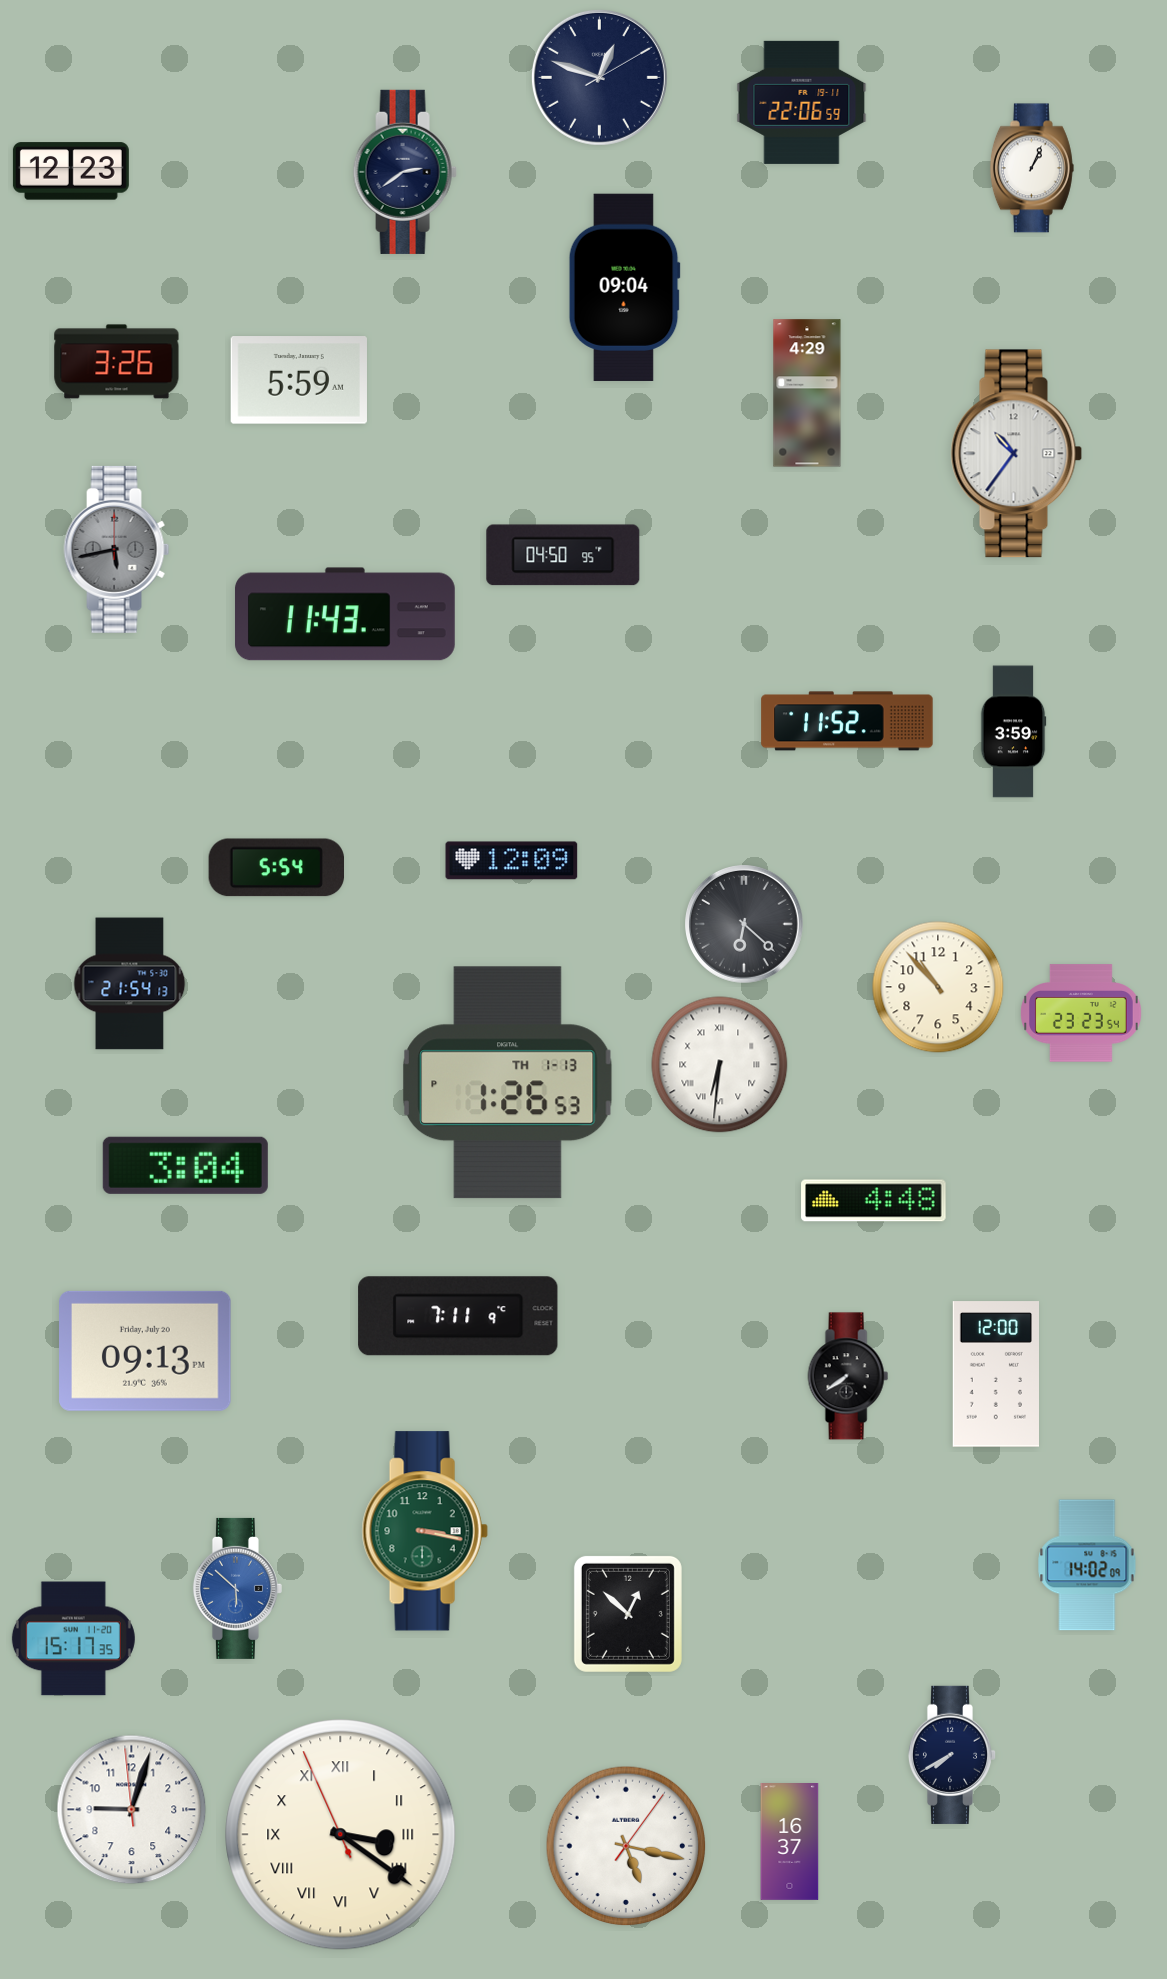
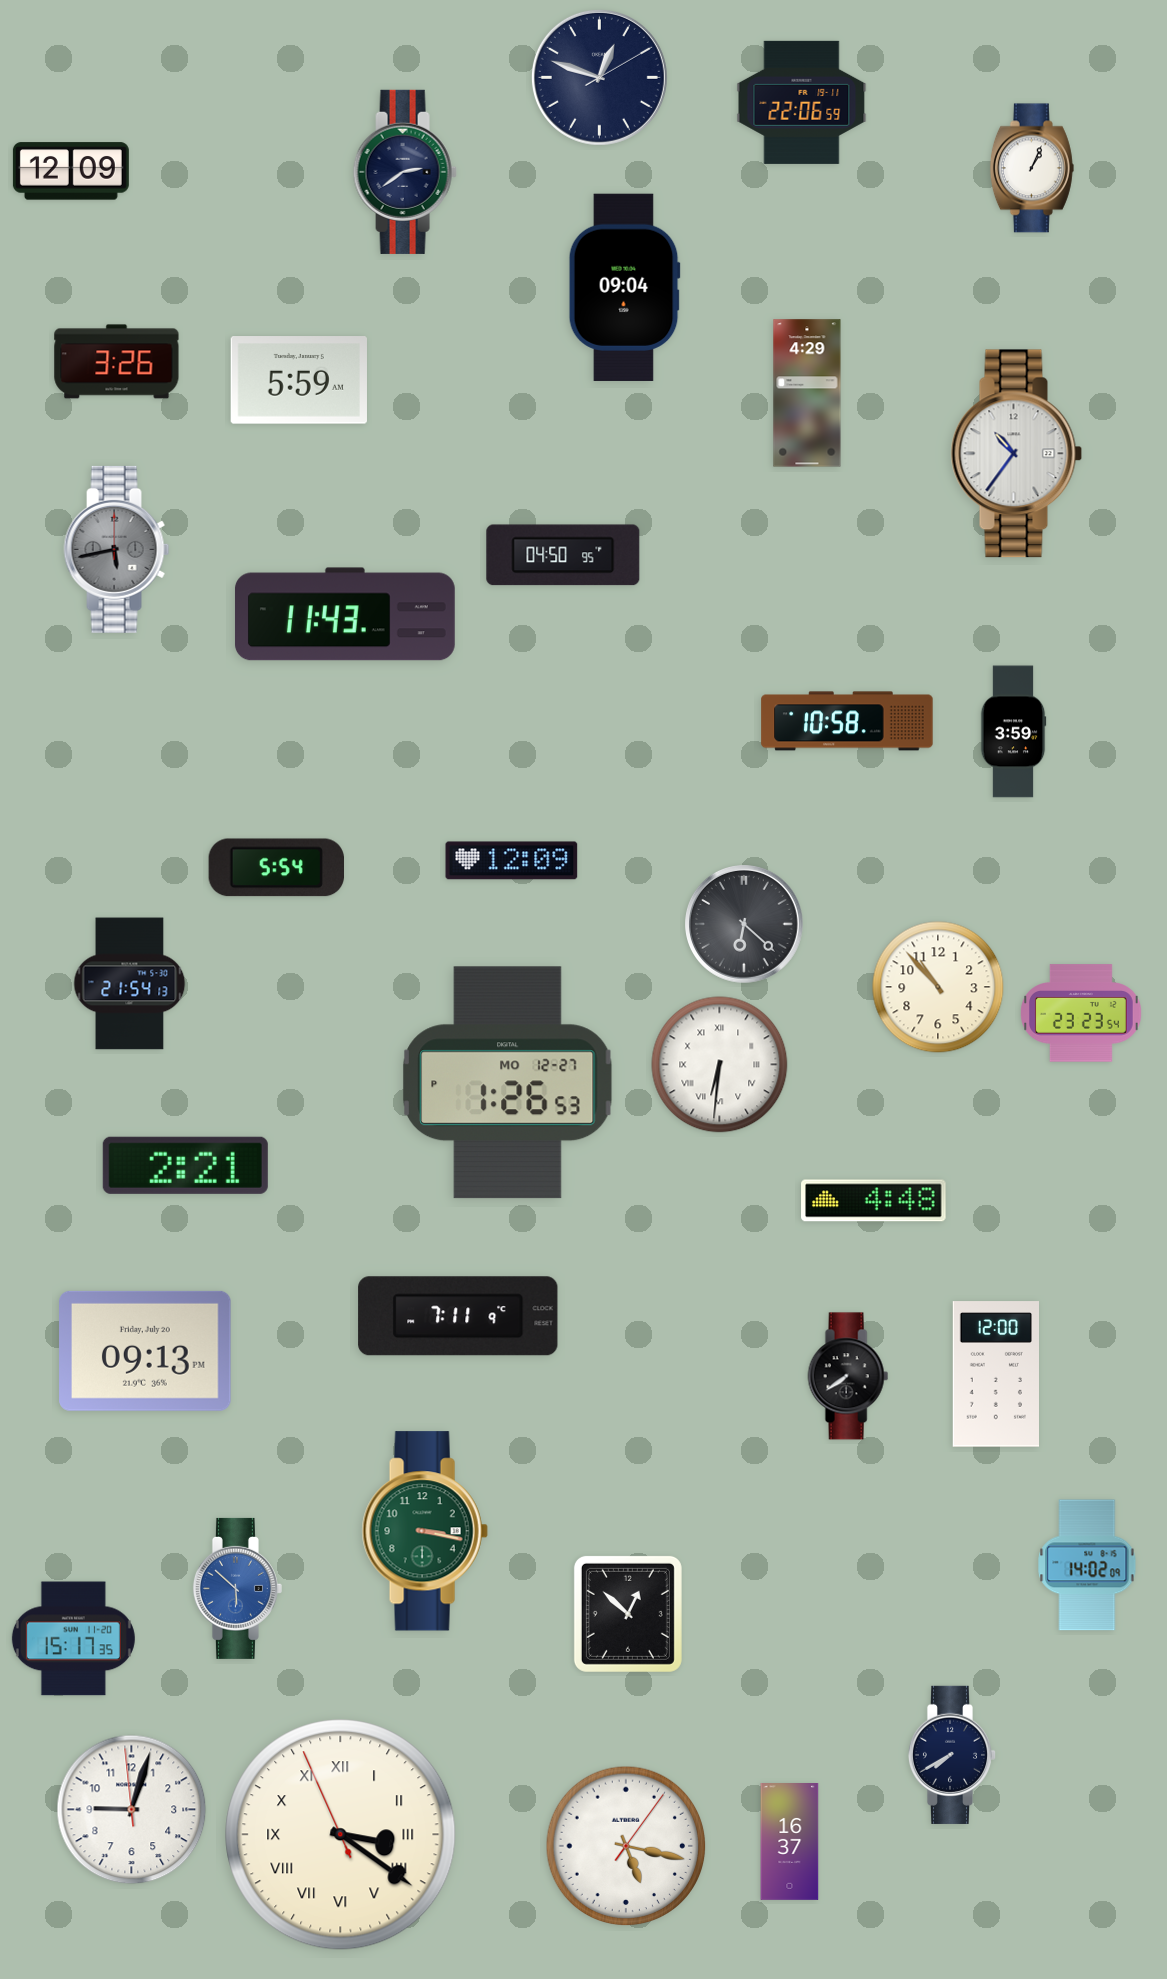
clock at (71, 171): 12:23 -> 12:09
clock at (847, 721): 11:52 -> 10:58
clock at (508, 1083) date: TH 1-13 -> MO 12-27
clock at (185, 1165): 3:04 -> 2:21
